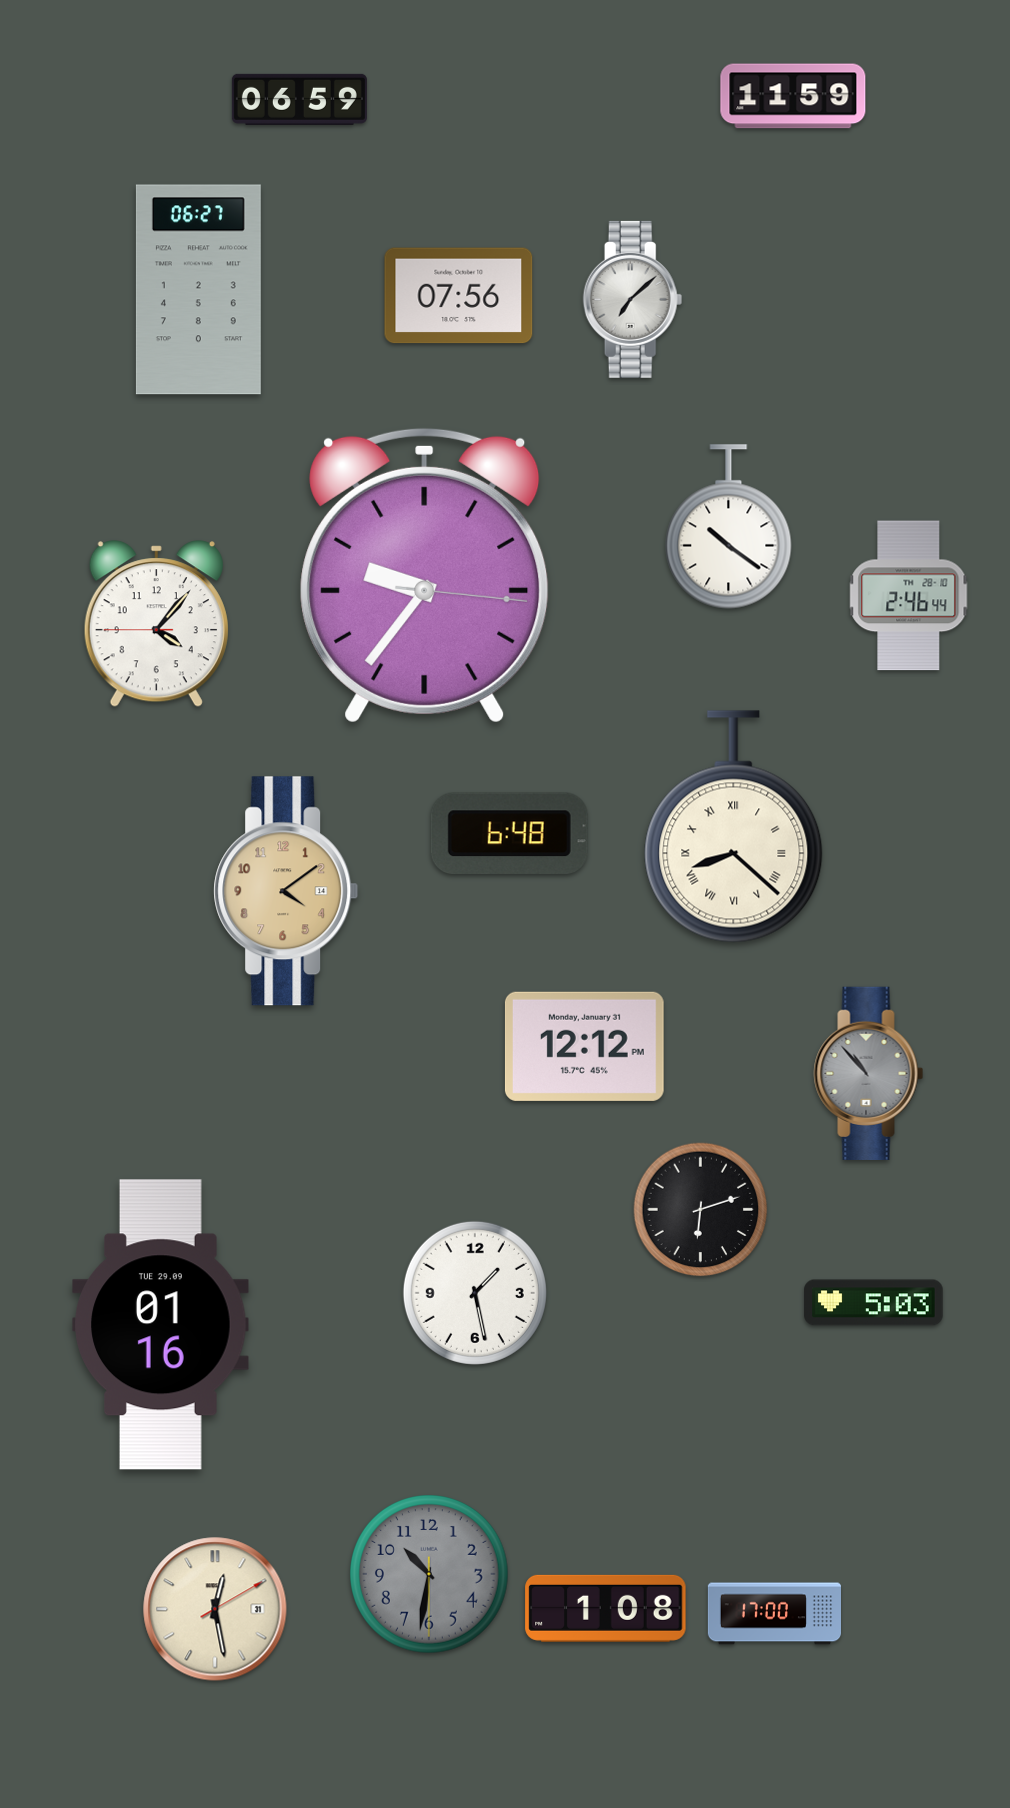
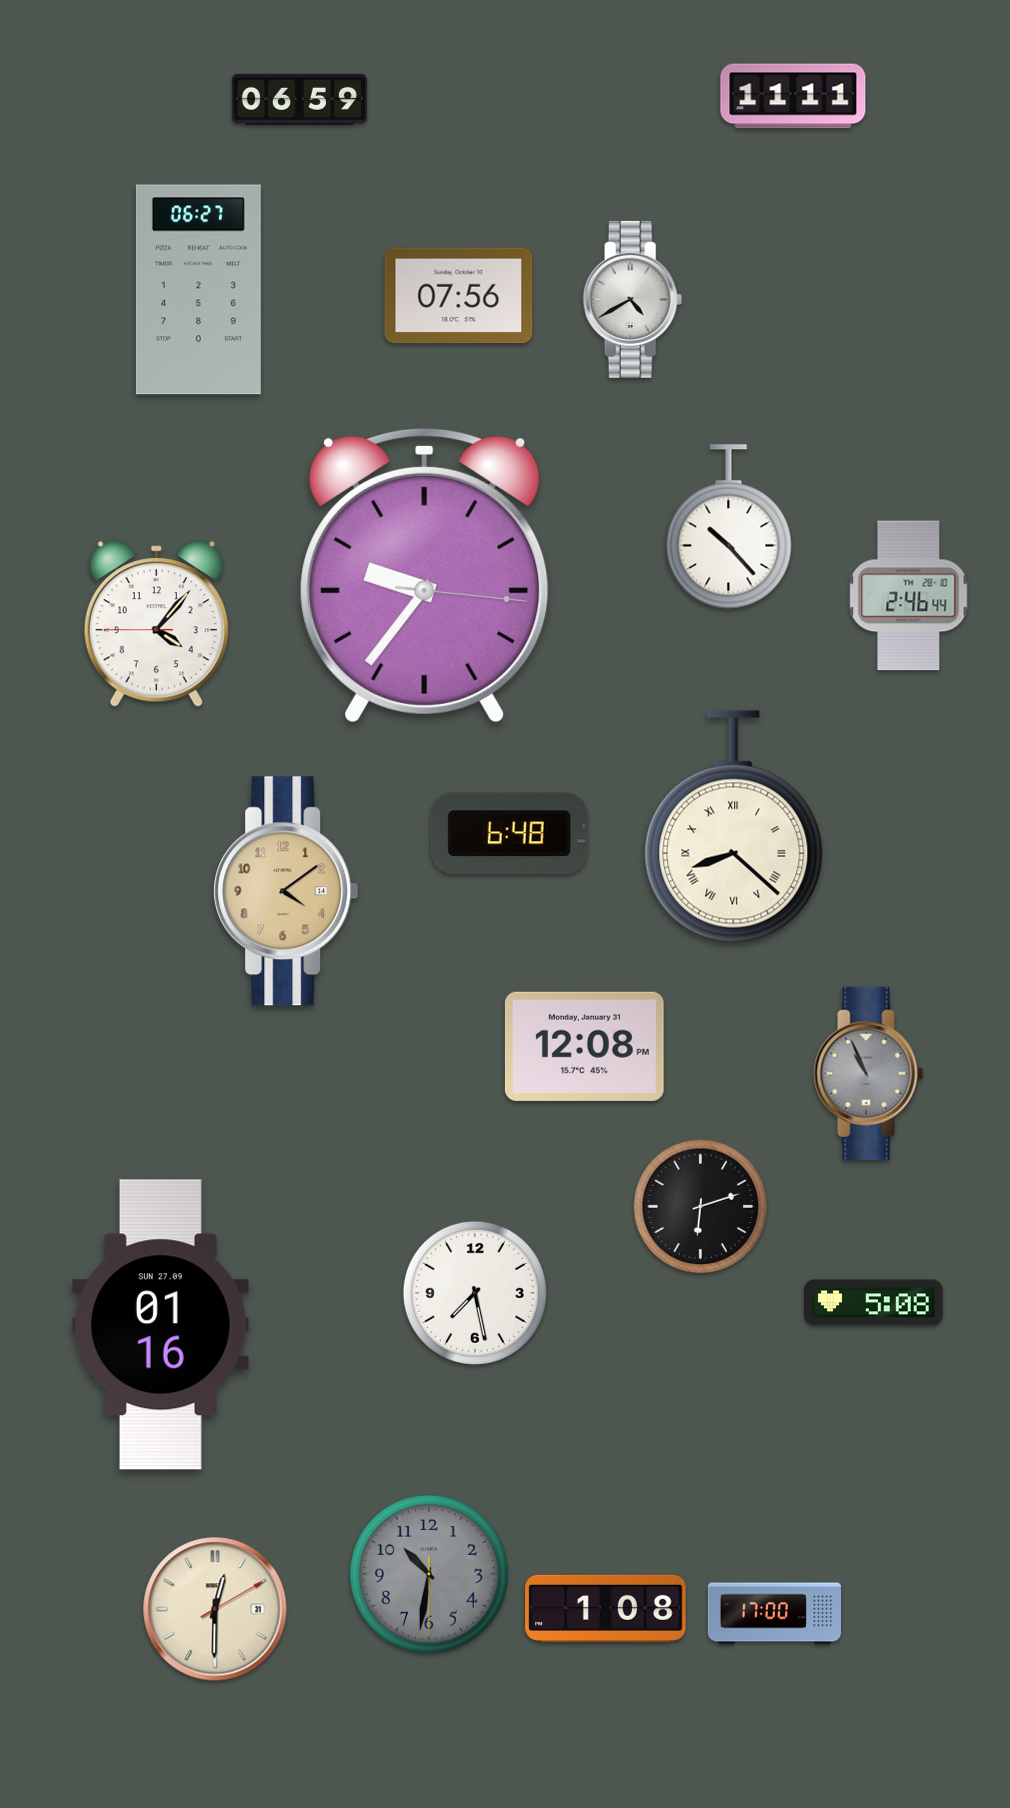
clock at (793, 96): 11:59 -> 11:11
clock at (633, 299): 7:08 -> 4:40
clock at (729, 527): 10:21 -> 10:23
clock at (584, 1046): 12:12 -> 12:08
clock at (869, 1073): 10:53 -> 10:56
clock at (701, 1210) position: (701, 1210) -> (701, 1207)
clock at (475, 1293): 1:28 -> 7:28
clock at (874, 1303): 5:03 -> 5:08
clock at (161, 1325) date: TUE 29.09 -> SUN 27.09
clock at (215, 1609): 12:28 -> 12:30
